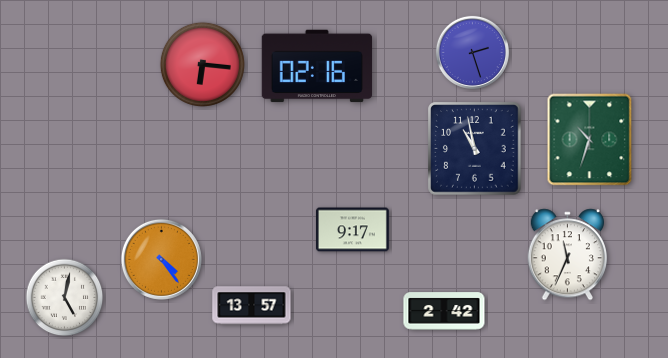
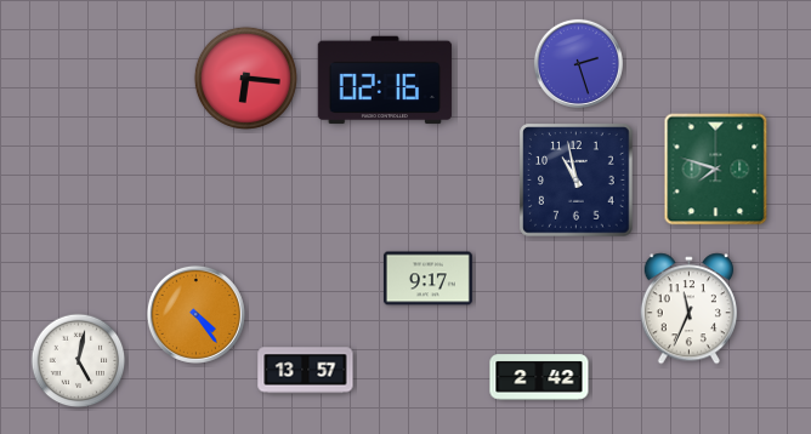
clock at (472, 52) position: (472, 52) -> (578, 63)
clock at (590, 140): 10:33 -> 7:48
